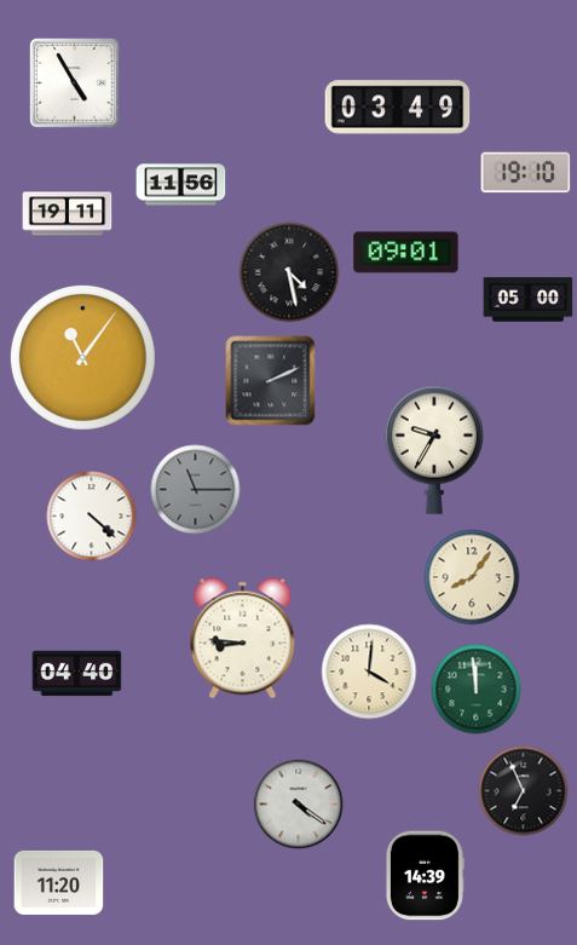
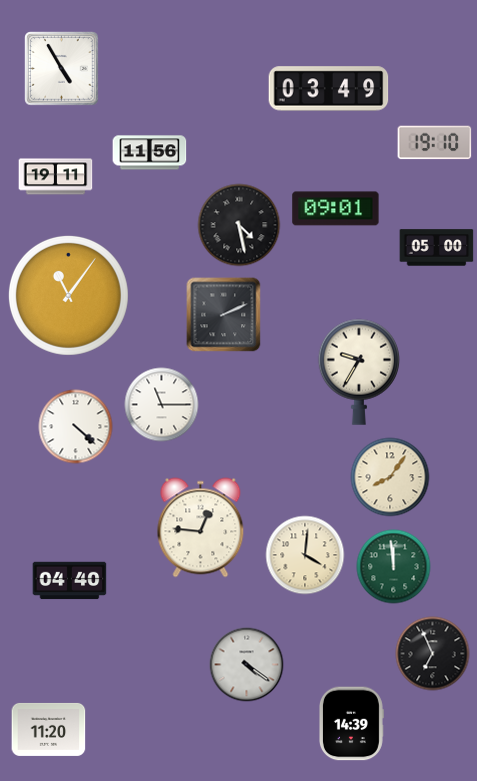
clock at (196, 490) dial: grey -> white
clock at (243, 639): 8:46 -> 12:46
clock at (77, 674) position: (77, 674) -> (70, 581)
clock at (477, 690) position: (477, 690) -> (394, 567)
